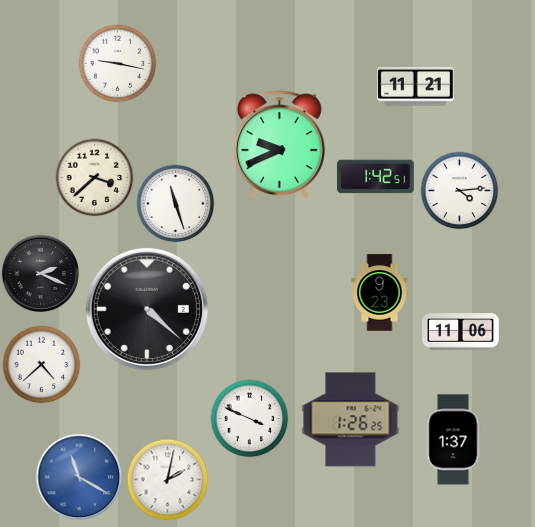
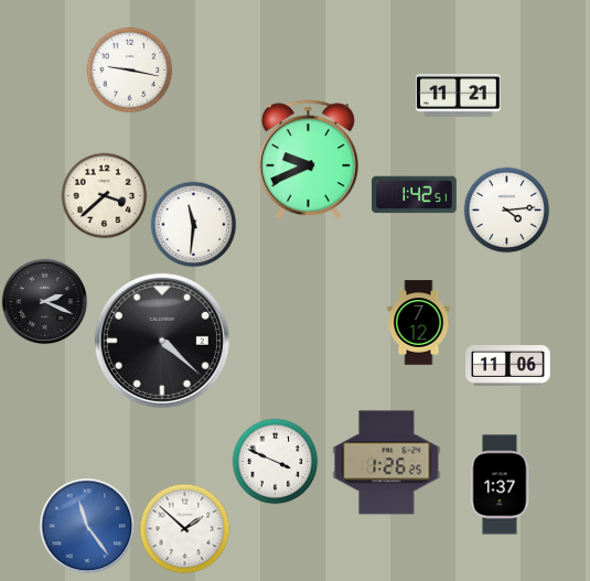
clock at (175, 203): 11:27 -> 11:31
clock at (380, 293): 9:23 -> 7:12
clock at (41, 364): 4:38 -> none
clock at (79, 477): 11:20 -> 11:24
clock at (167, 479): 2:02 -> 1:52
